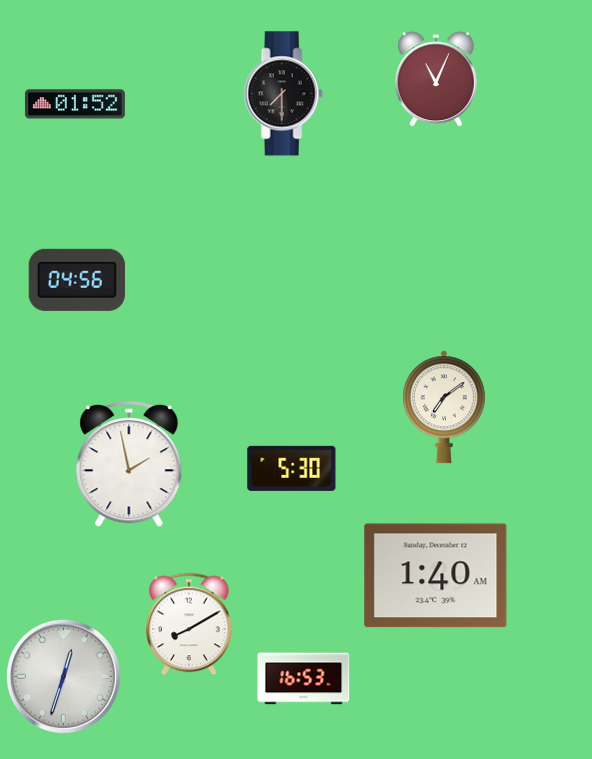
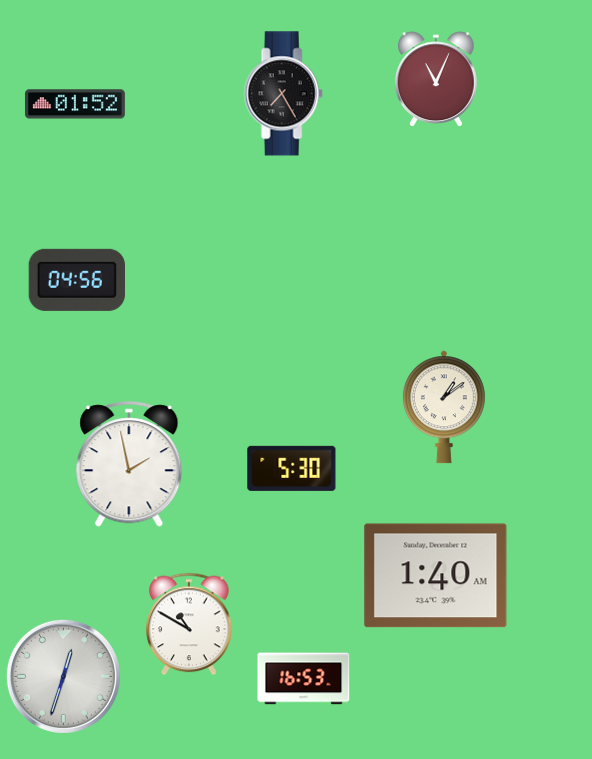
clock at (283, 94): 7:30 -> 7:25
clock at (444, 407): 7:09 -> 1:09
clock at (189, 624): 8:10 -> 10:50
